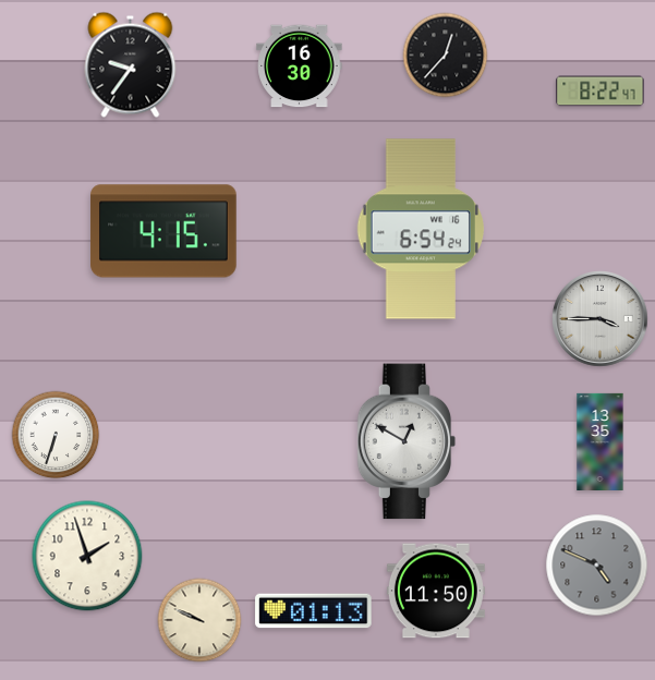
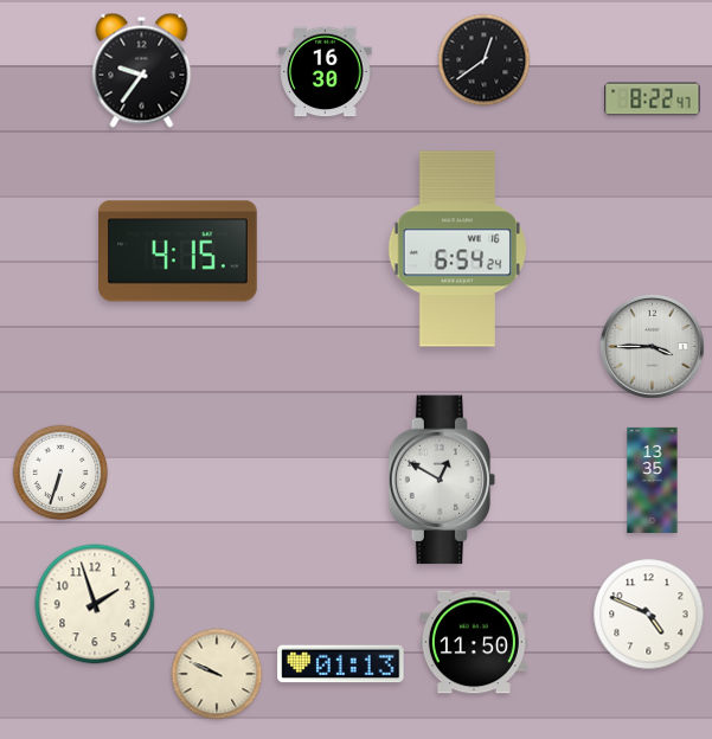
clock at (446, 56): 12:37 -> 12:39
clock at (597, 566) dial: grey -> white
